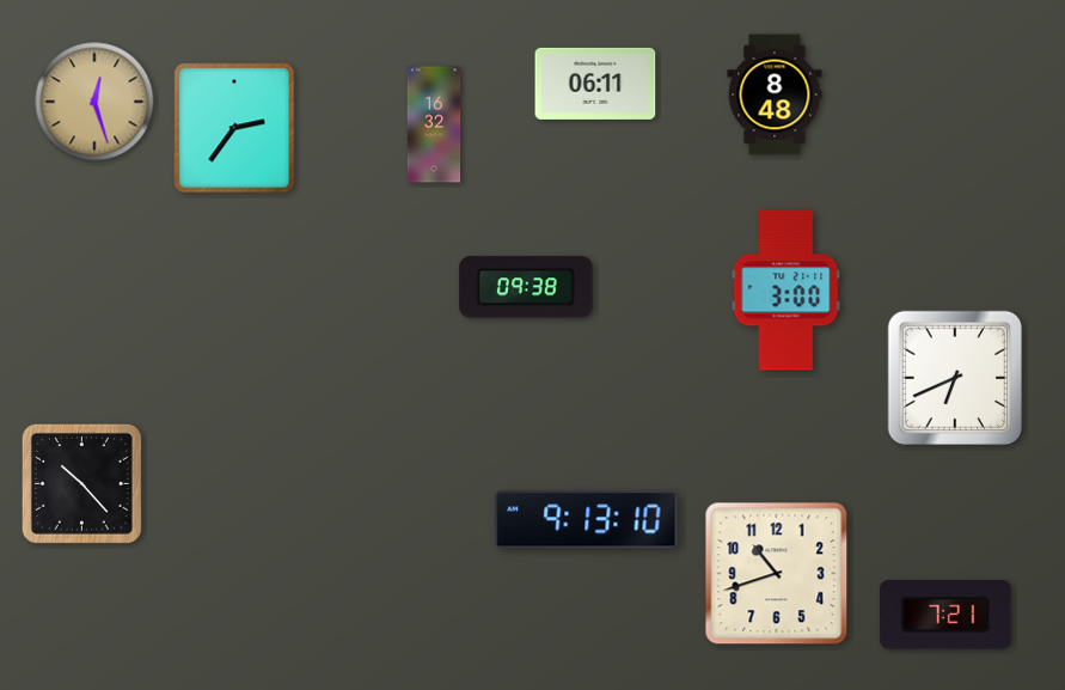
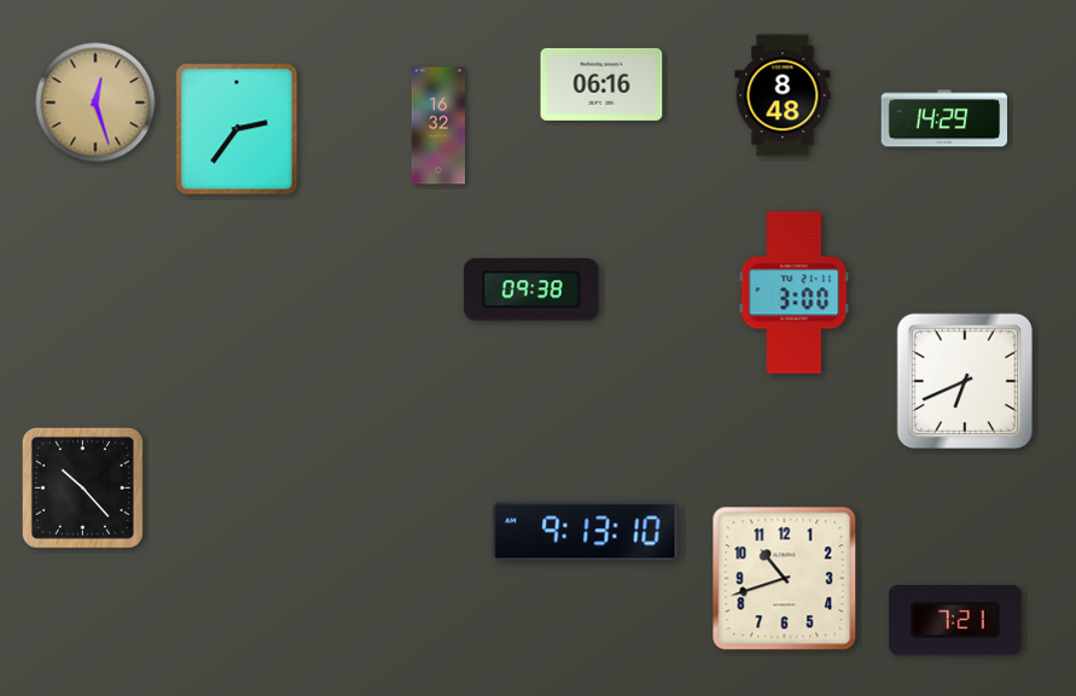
clock at (595, 84): 06:11 -> 06:16
clock at (944, 118): none -> 14:29
clock at (587, 520) position: (587, 520) -> (586, 532)
